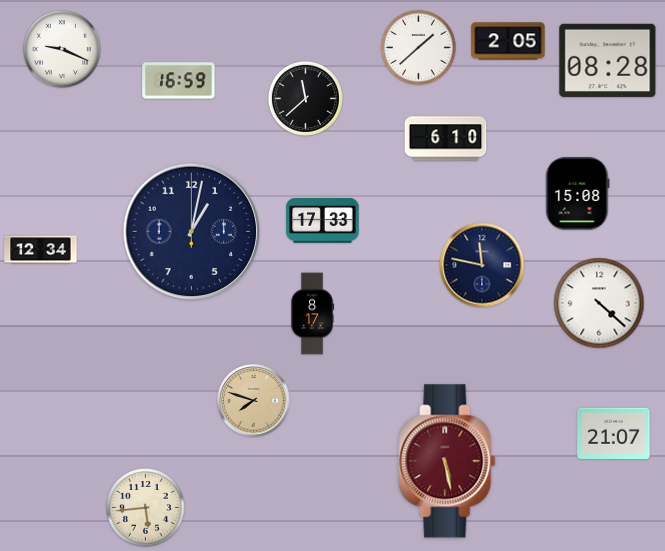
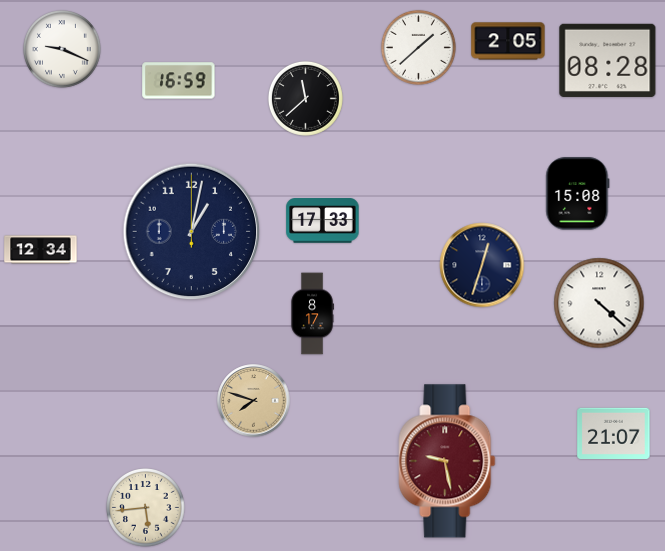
clock at (446, 139): 6:10 -> none
clock at (482, 265): 11:47 -> 12:33
clock at (447, 461): 5:28 -> 9:28
